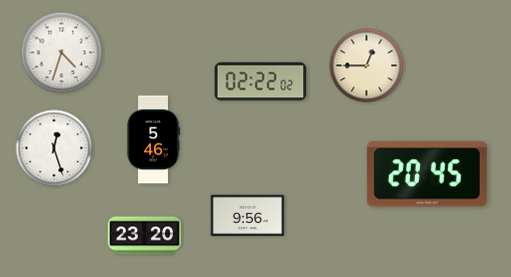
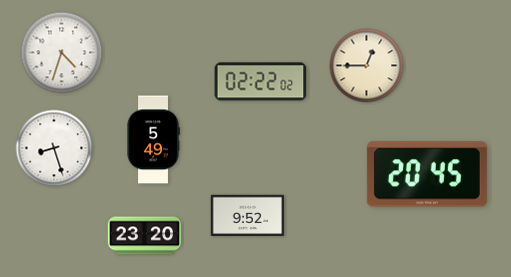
clock at (153, 140): 5:46 -> 5:49
clock at (54, 148): 12:27 -> 8:27
clock at (248, 215): 9:56 -> 9:52
